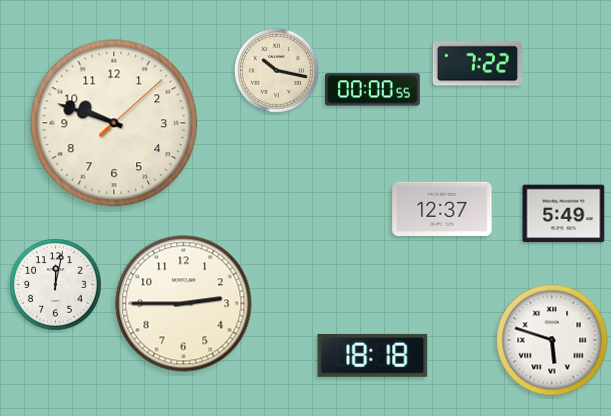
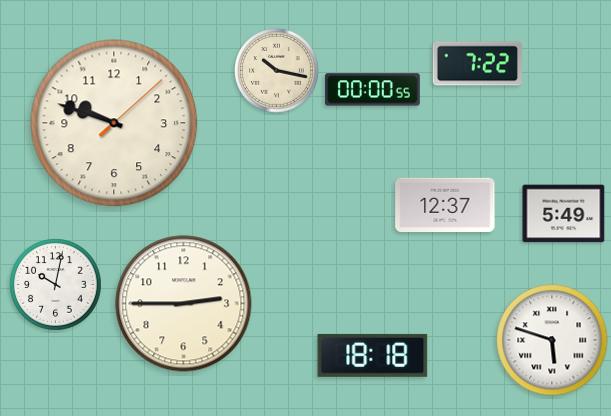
clock at (442, 208) position: (442, 208) -> (445, 204)
clock at (56, 285): 12:02 -> 10:02
